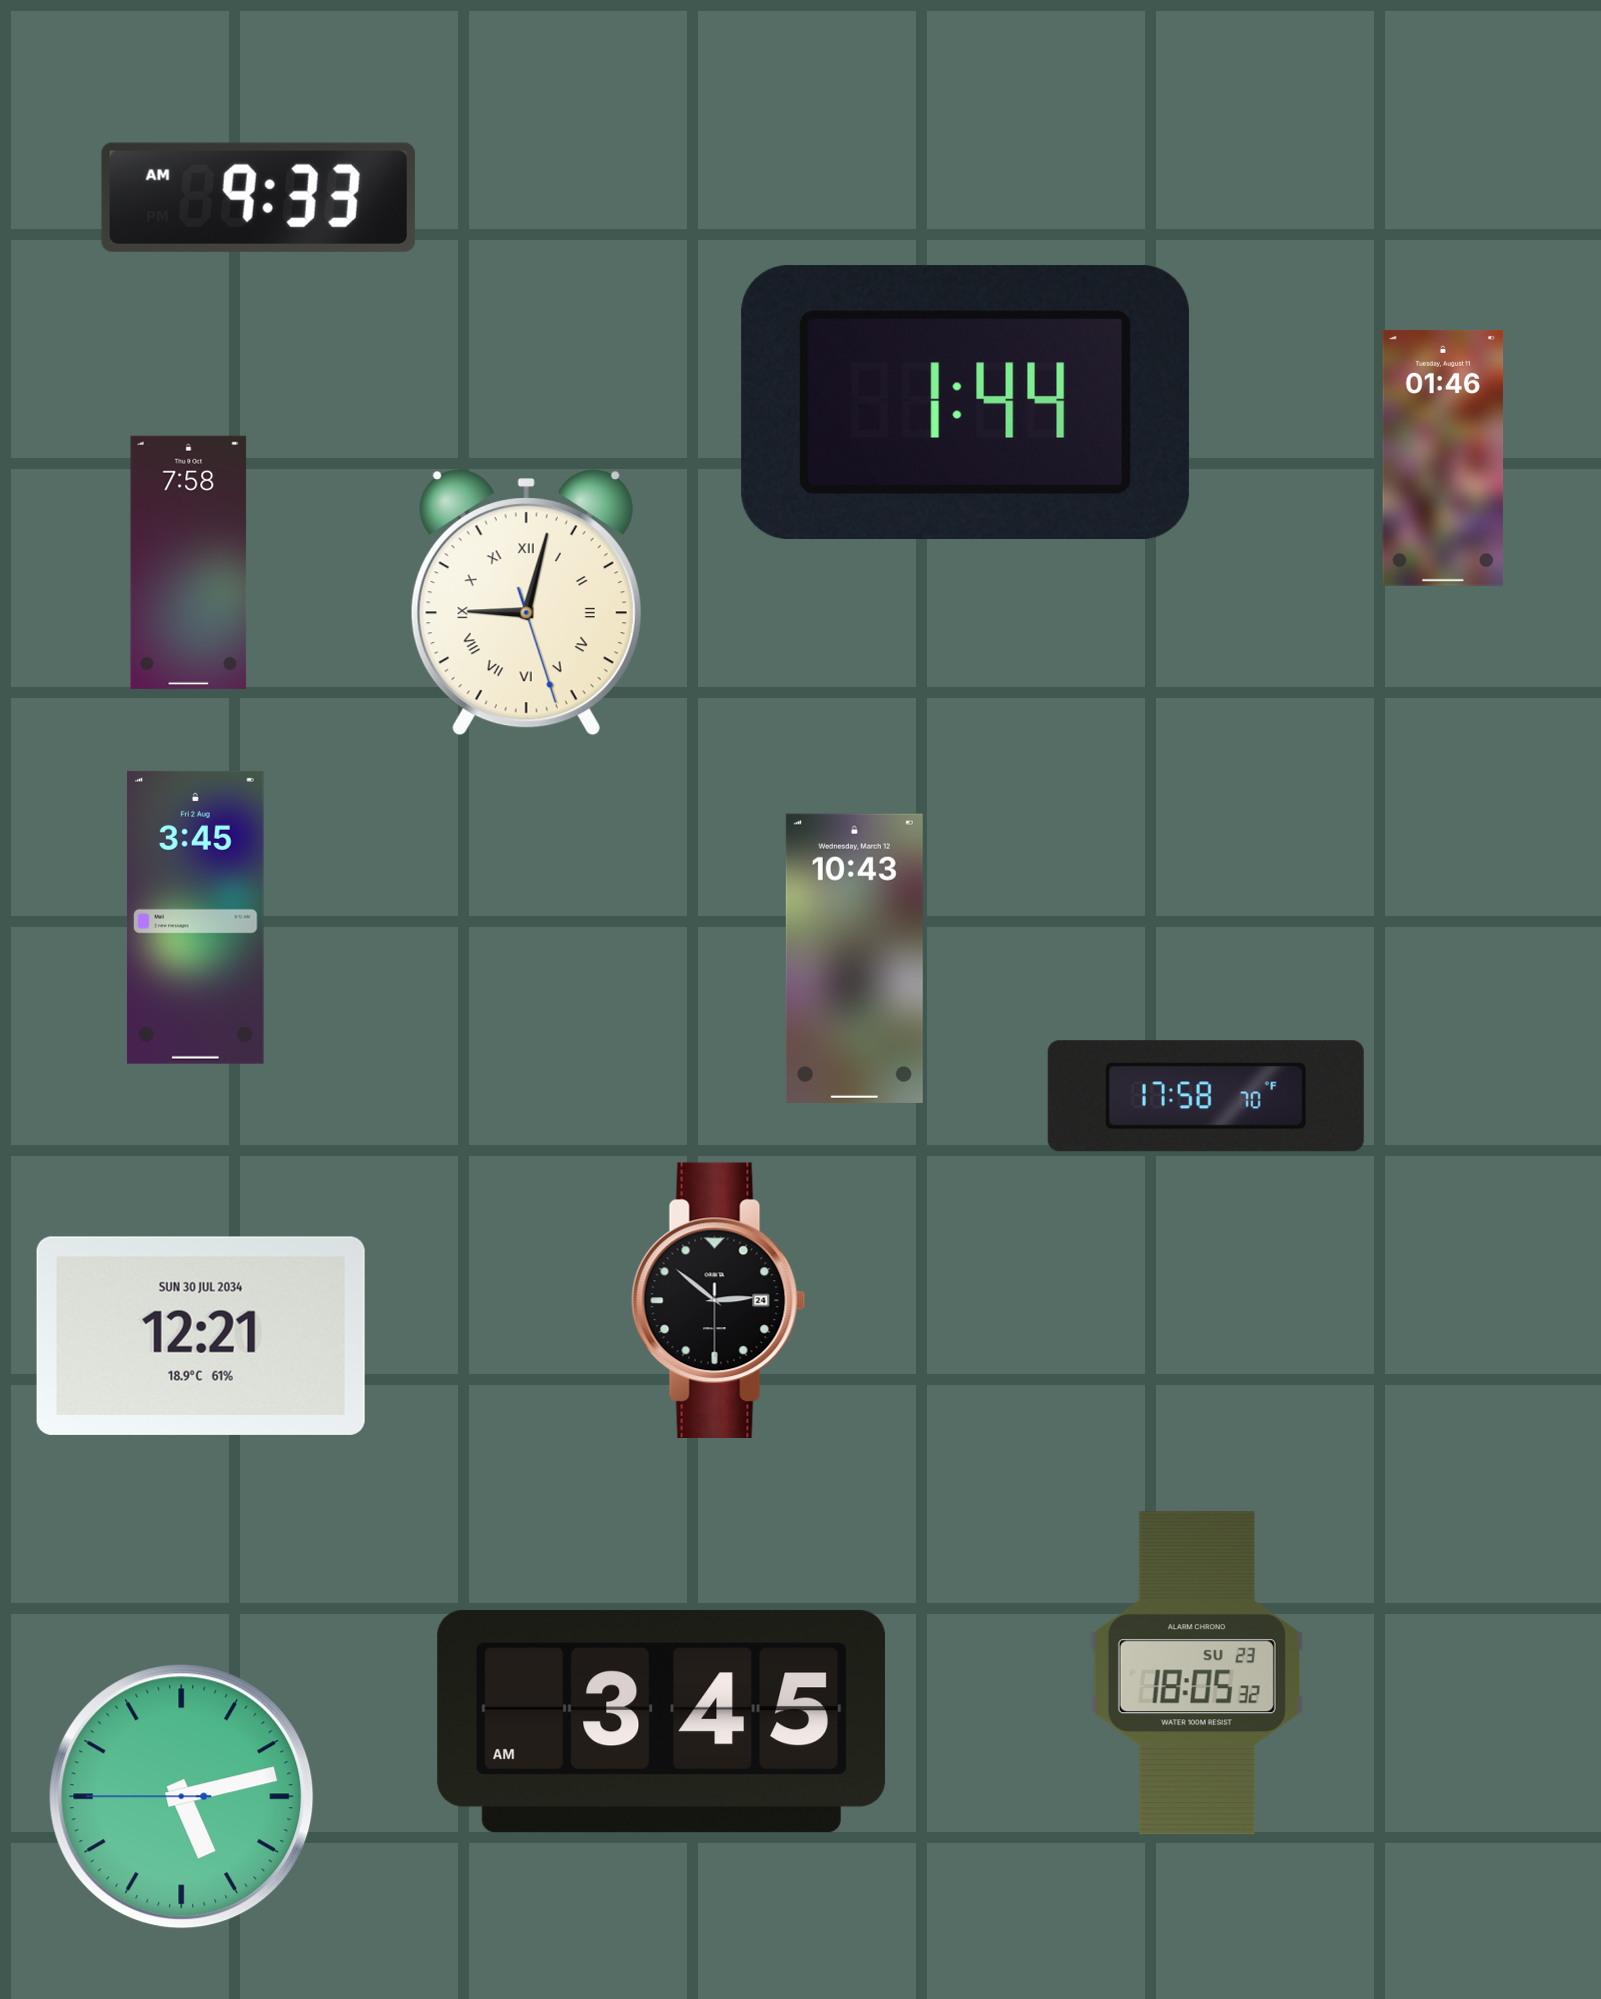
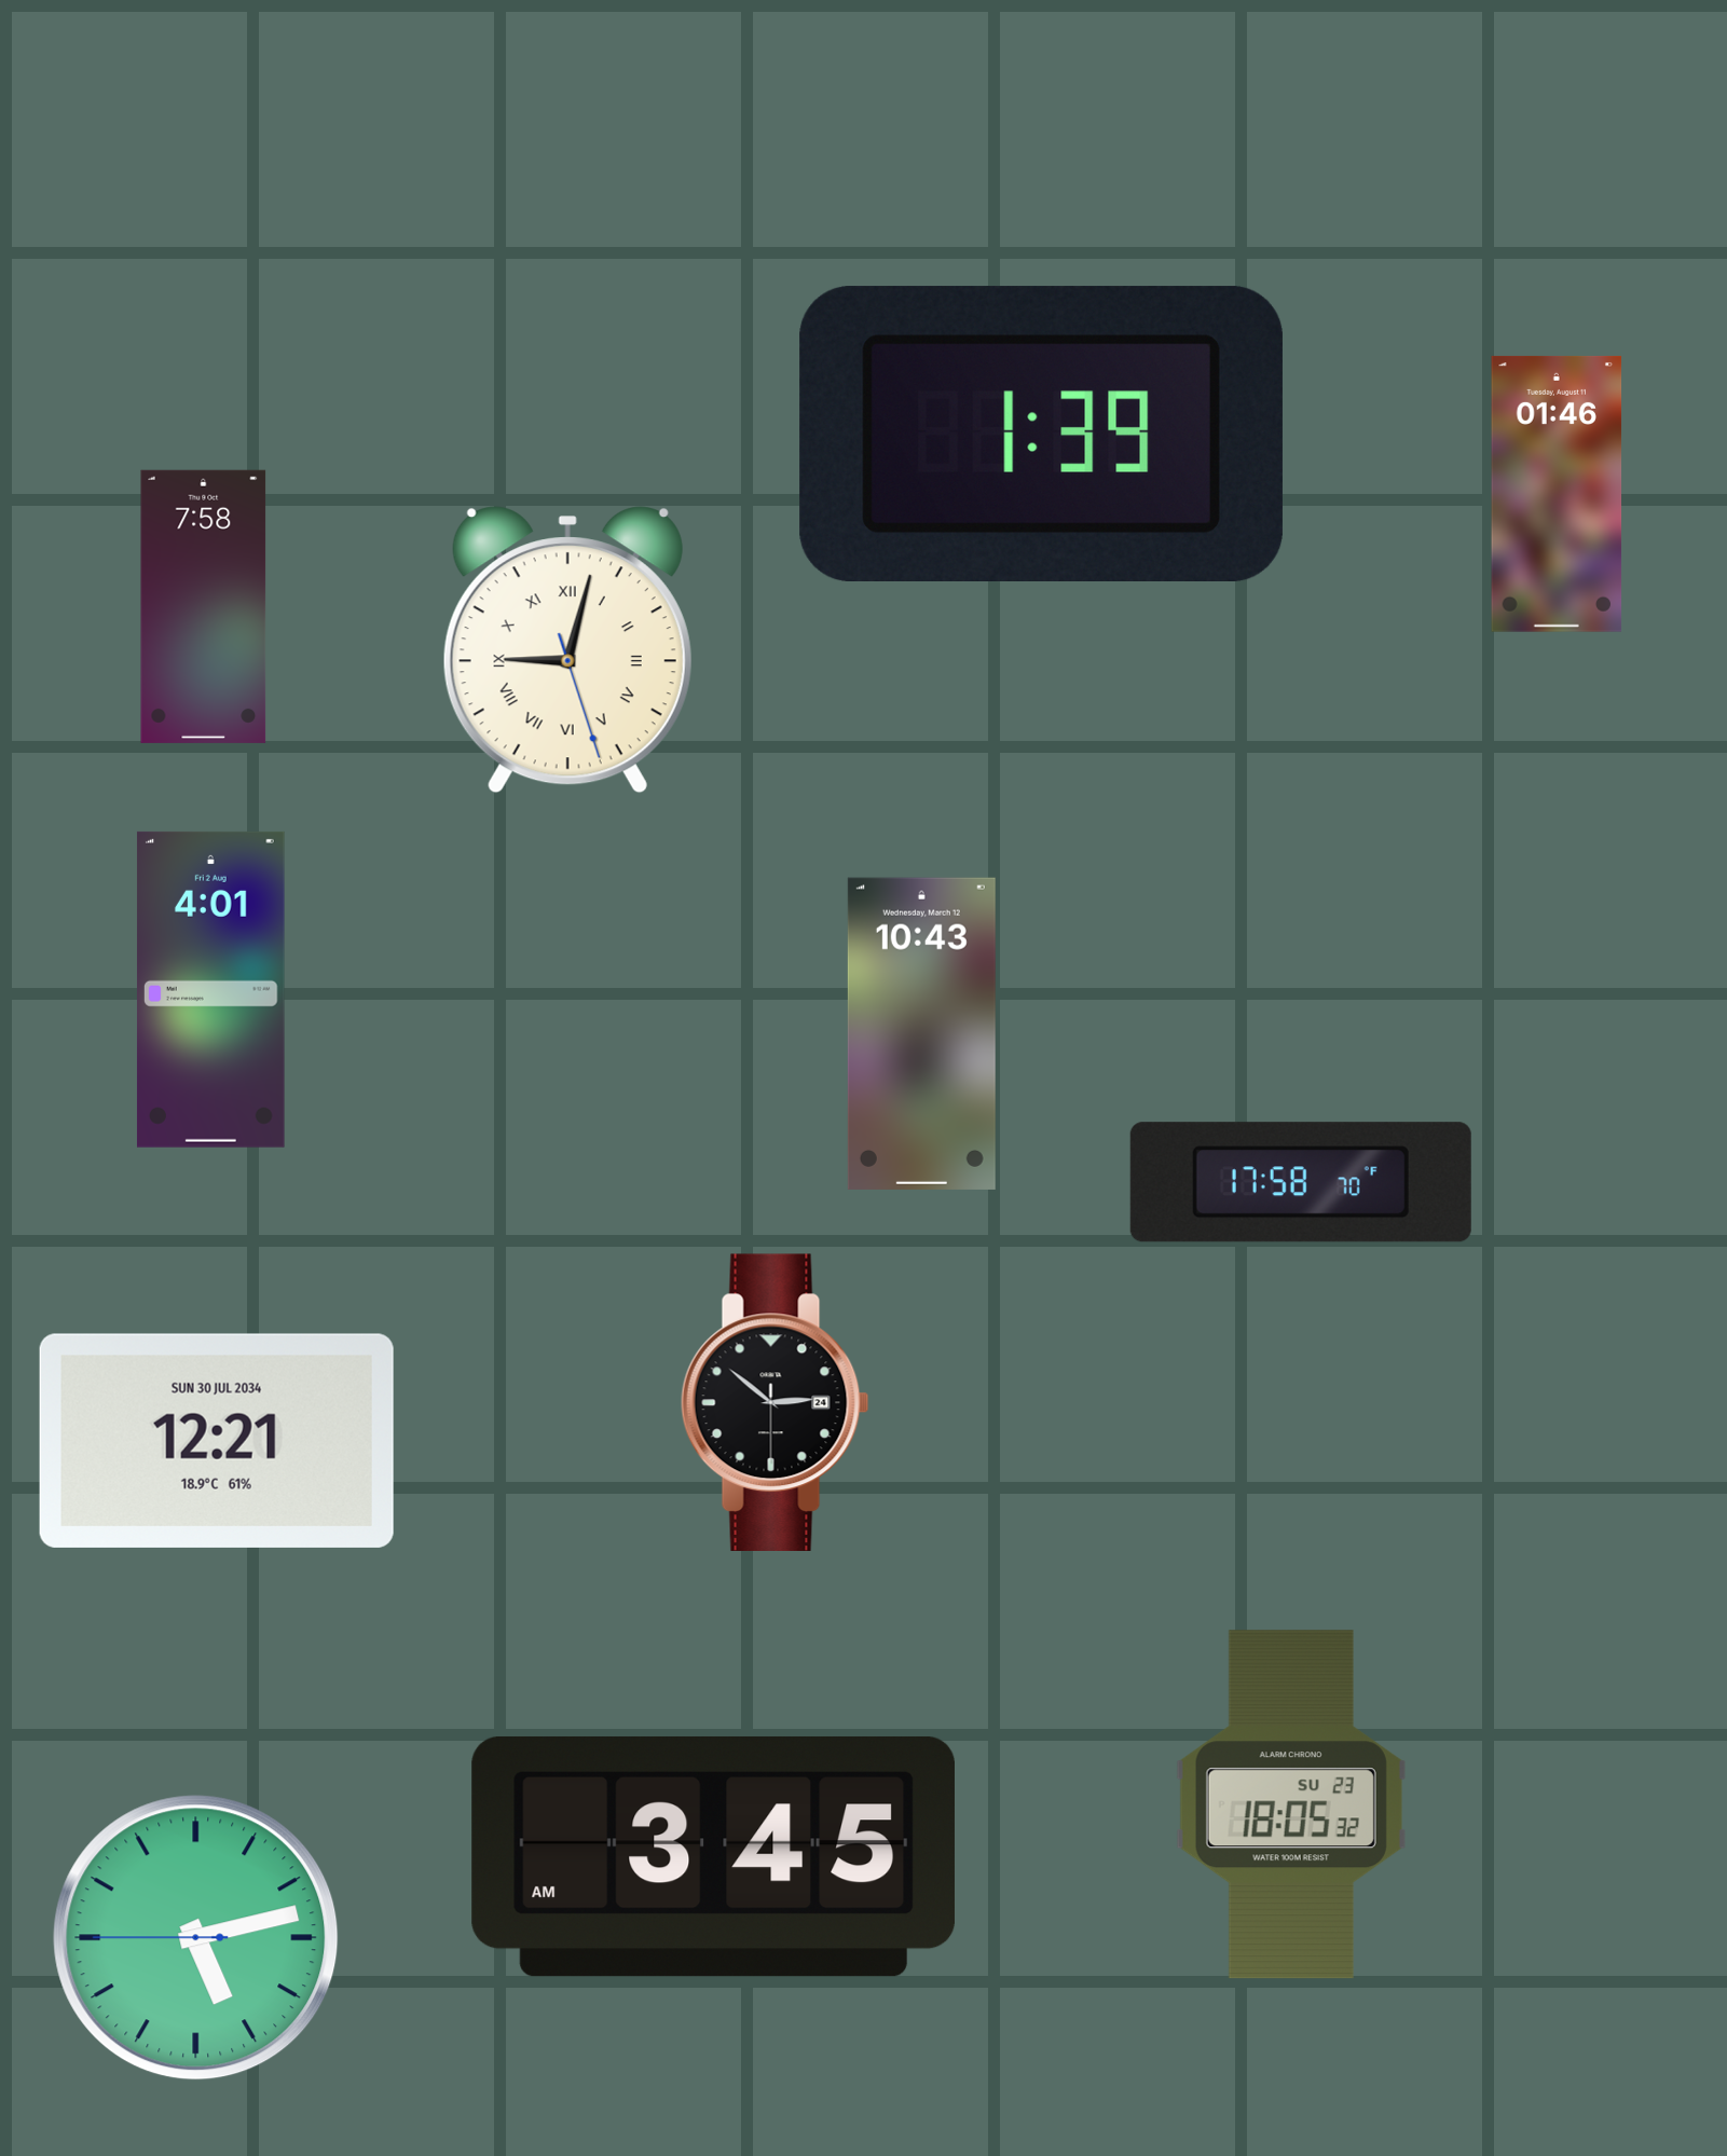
clock at (258, 197): 9:33 -> none
clock at (965, 402): 1:44 -> 1:39
clock at (195, 917): 3:45 -> 4:01
